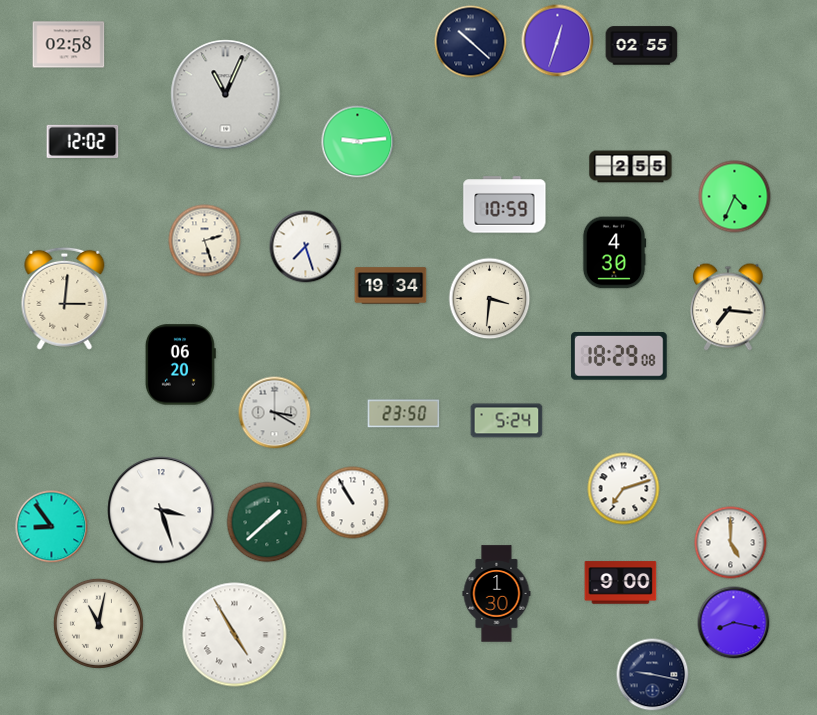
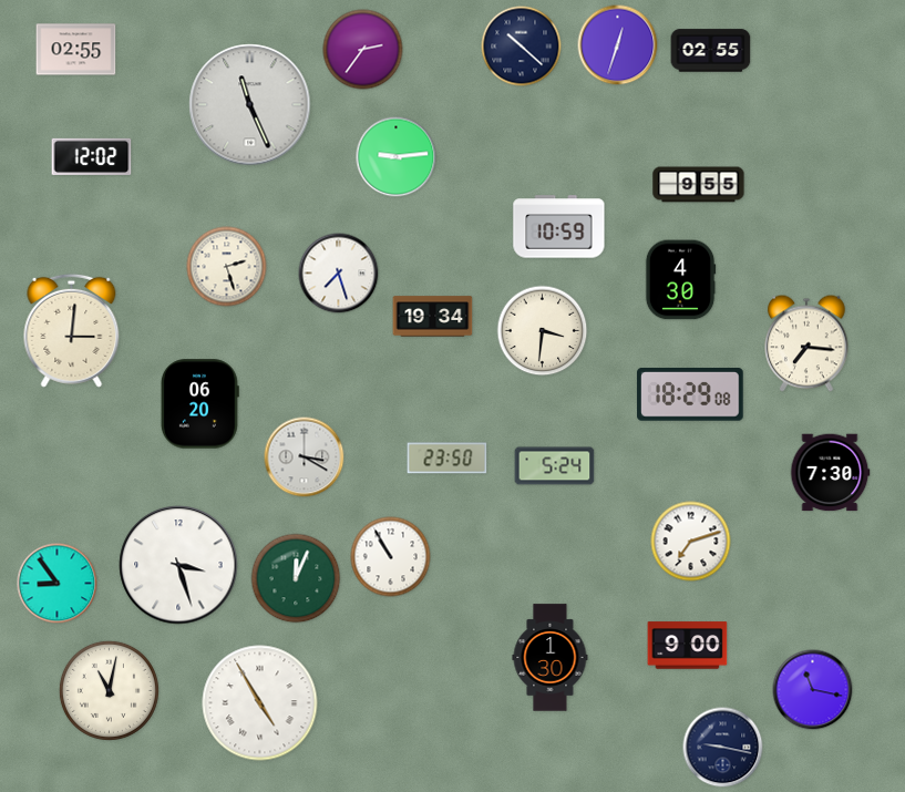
clock at (69, 45): 02:58 -> 02:55
clock at (363, 50): none -> 2:36
clock at (226, 95): 11:04 -> 11:26
clock at (631, 167): 2:55 -> 9:55
clock at (735, 197): 4:34 -> none
clock at (728, 307) position: (728, 307) -> (806, 343)
clock at (619, 357) position: (619, 357) -> (690, 395)
clock at (507, 421) position: (507, 421) -> (555, 466)
clock at (830, 473): none -> 7:30
clock at (267, 522): 1:38 -> 12:04
clock at (731, 543): 5:00 -> none
clock at (734, 623): 8:17 -> 11:17
